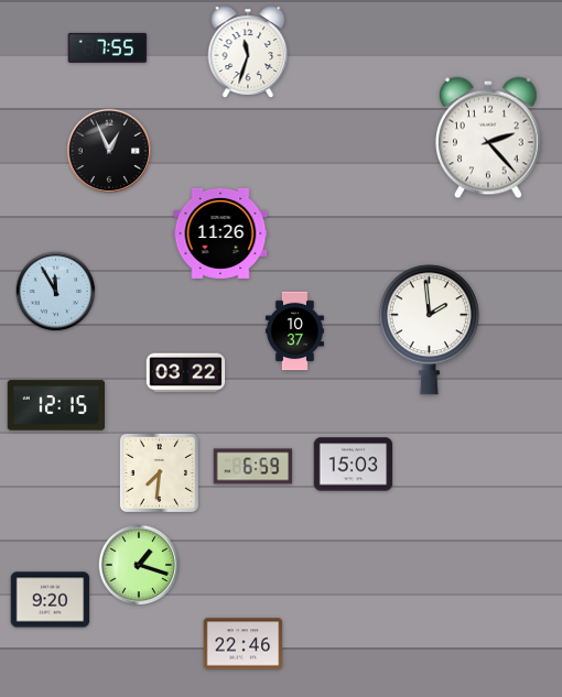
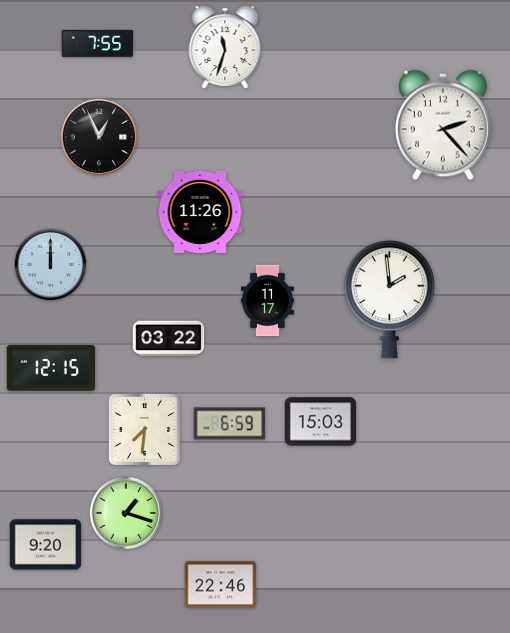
clock at (56, 292): 11:55 -> 12:00
clock at (294, 331): 10:37 -> 11:17
